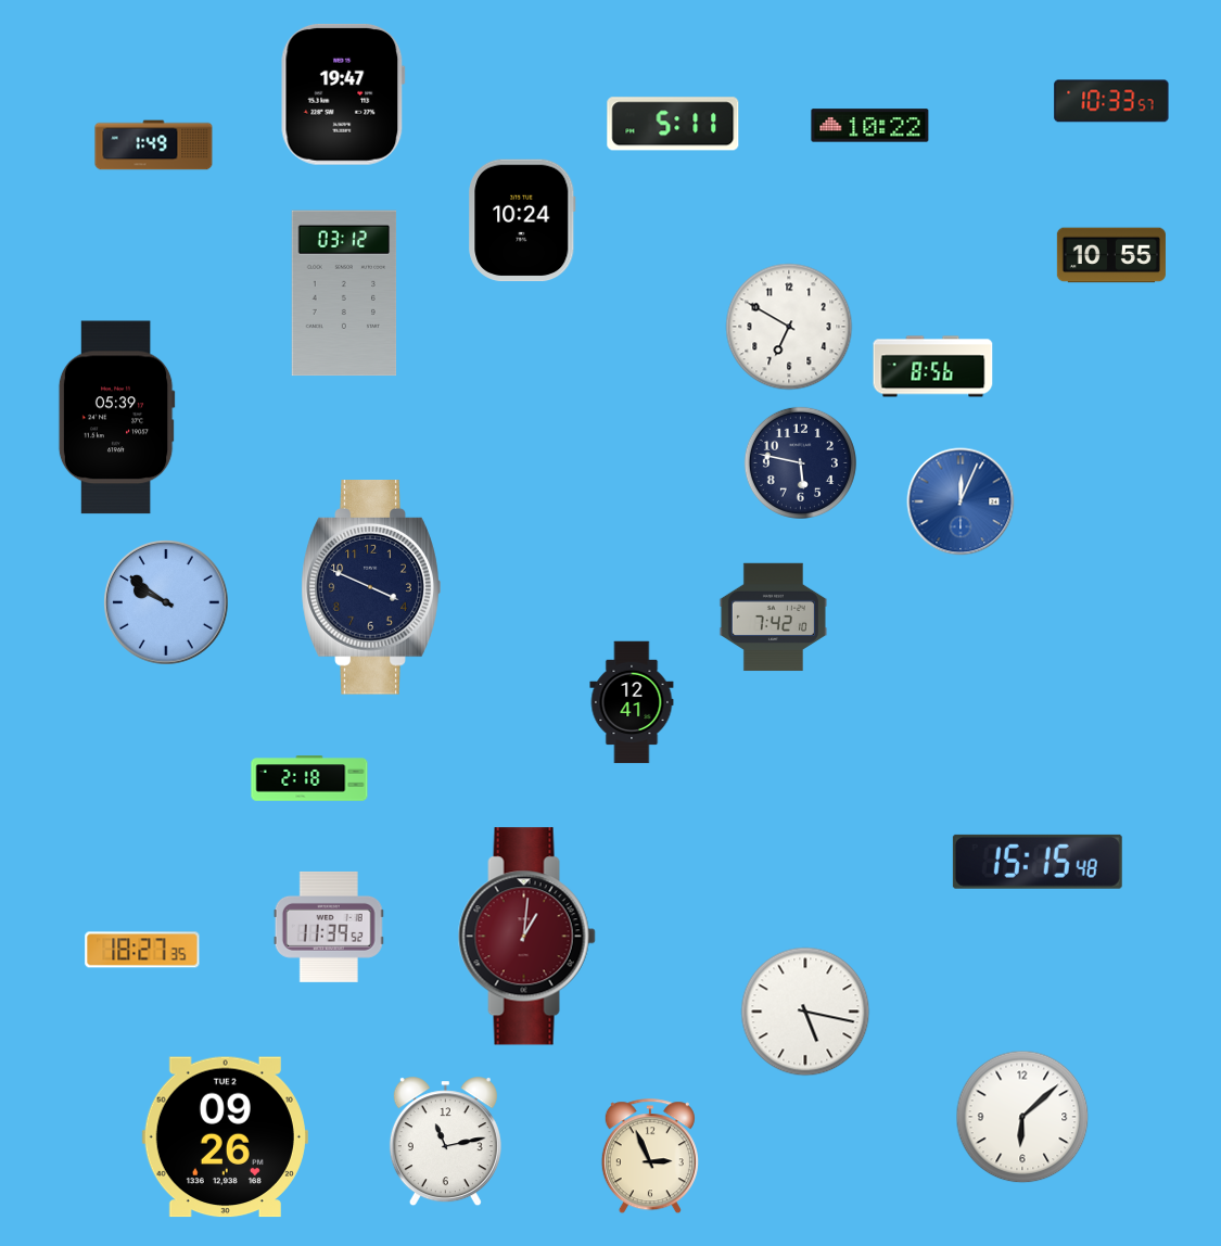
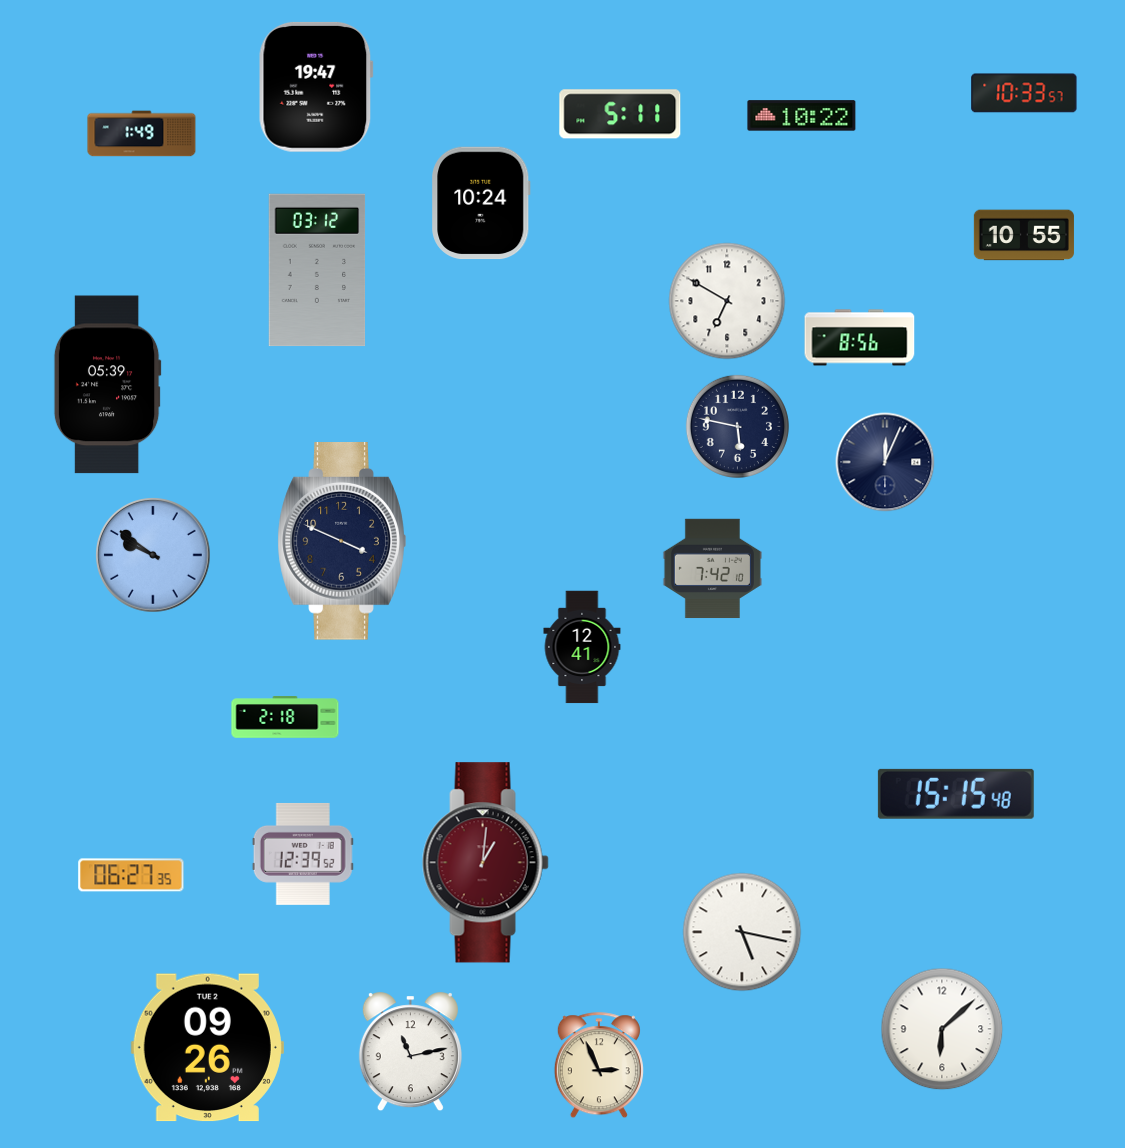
clock at (961, 501) dial: blue -> navy
clock at (329, 927): 11:39 -> 12:39
clock at (142, 950): 18:27 -> 06:27
